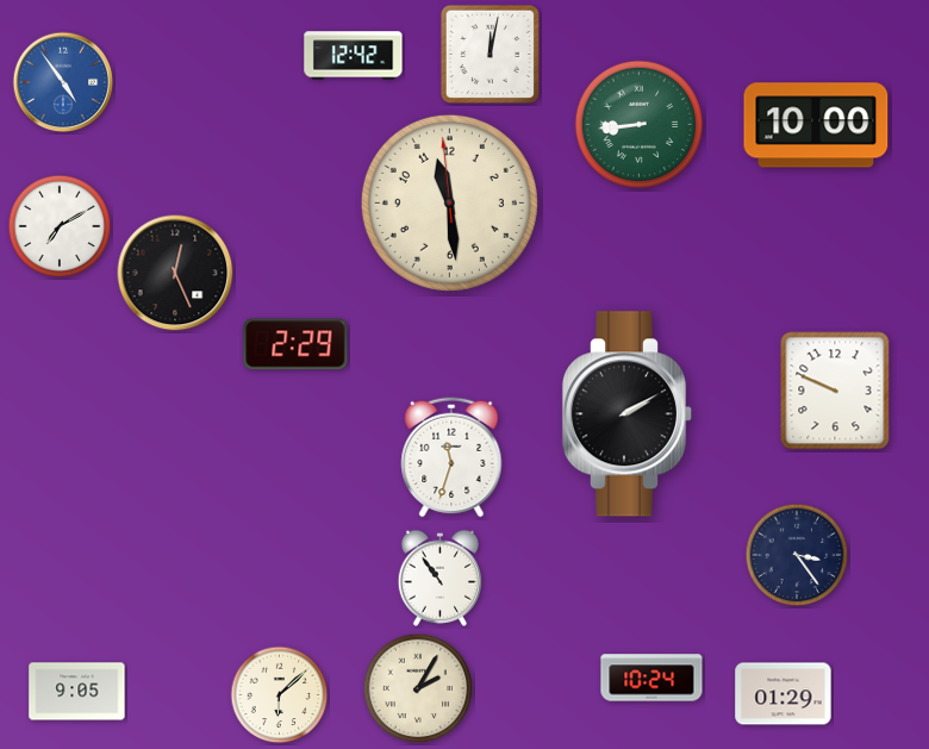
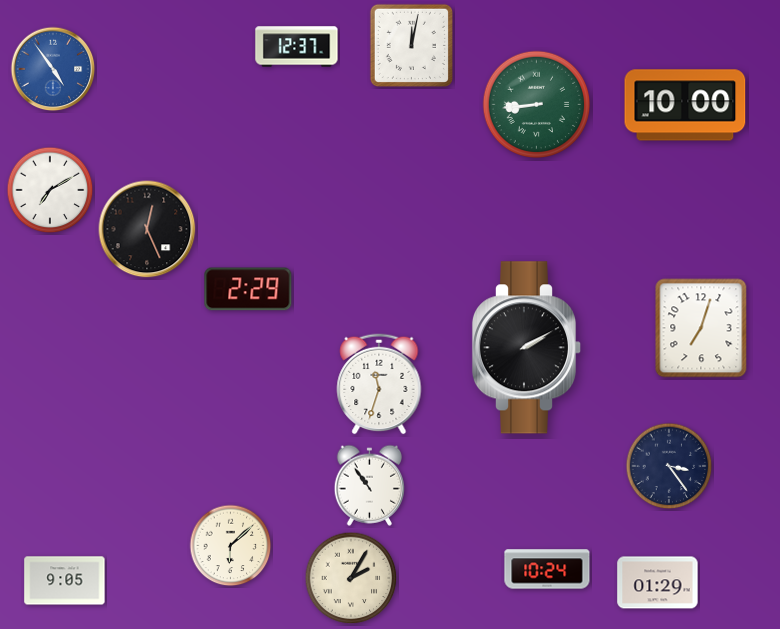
clock at (354, 56): 12:42 -> 12:37
clock at (449, 202): 11:28 -> none
clock at (835, 391): 9:49 -> 7:03
clock at (280, 695) position: (280, 695) -> (231, 546)
